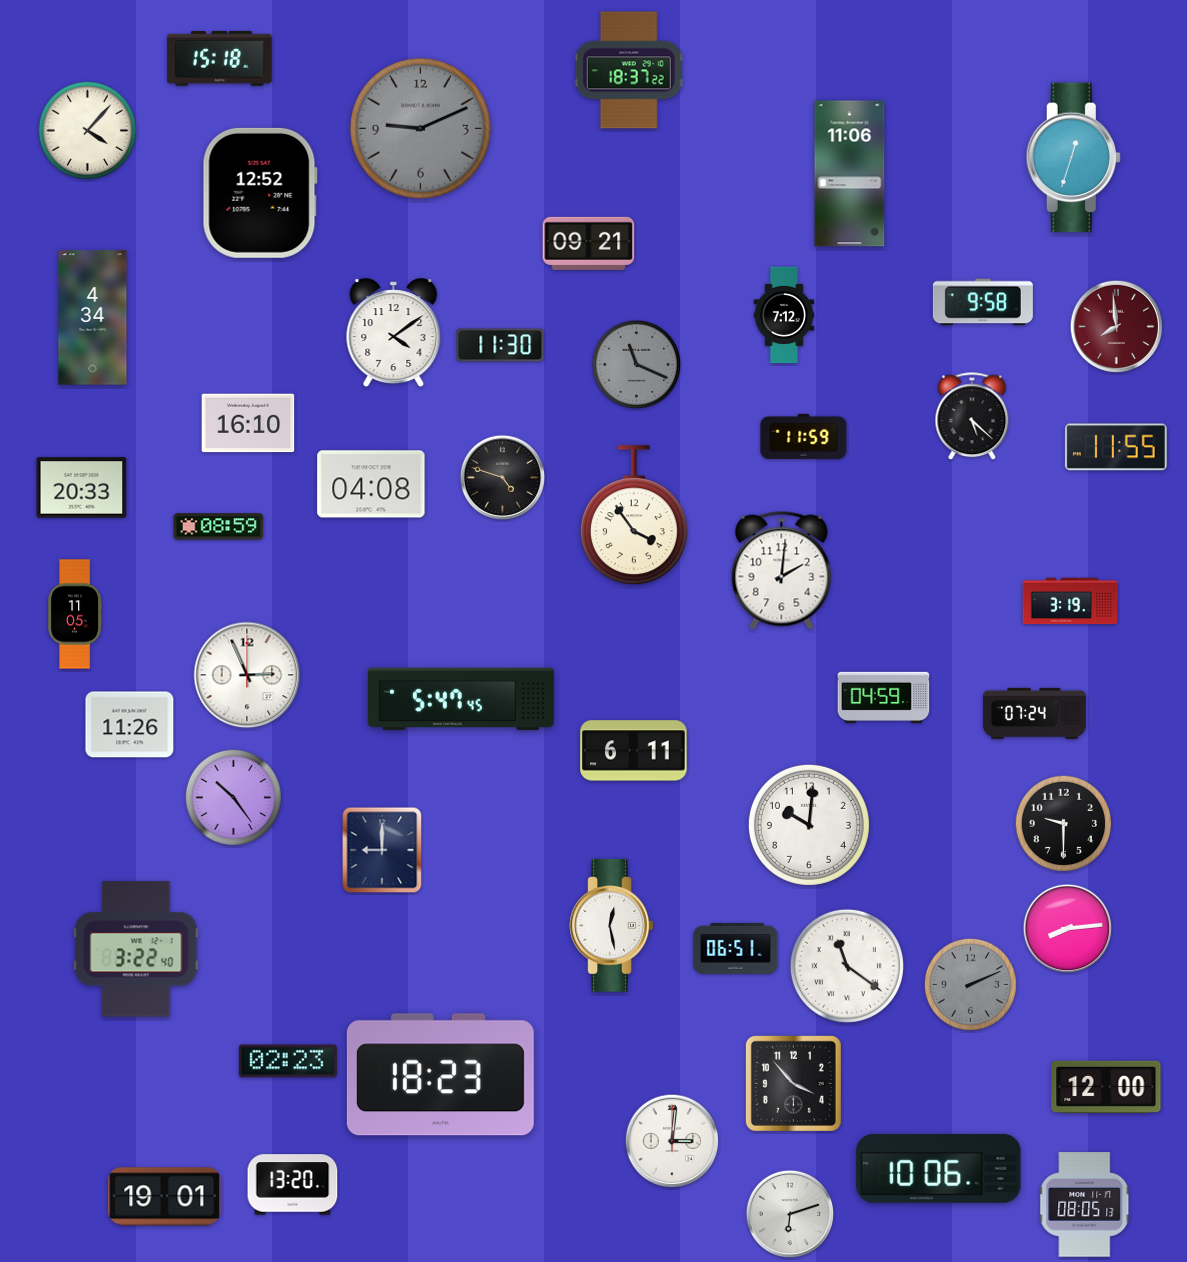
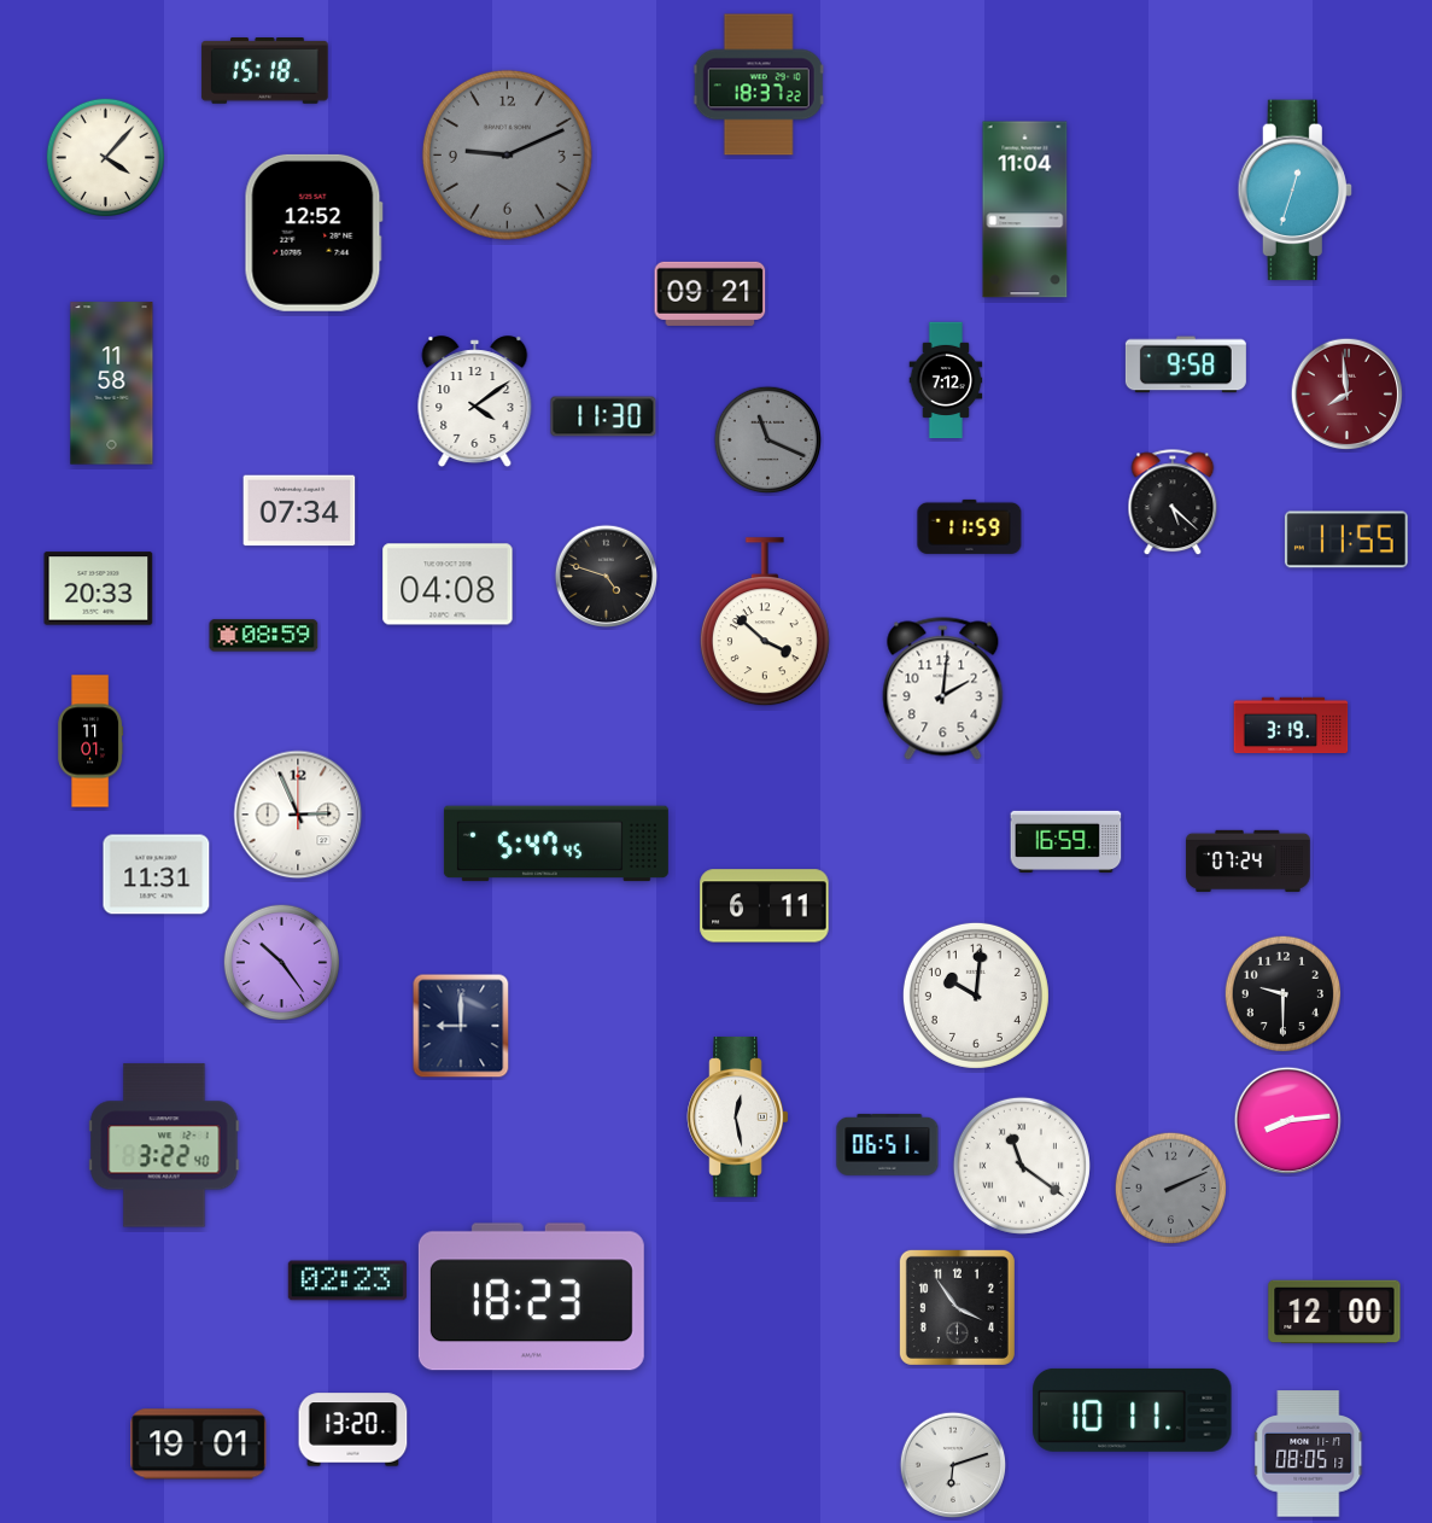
clock at (850, 174): 11:06 -> 11:04
clock at (93, 318): 4:34 -> 11:58
clock at (248, 423): 16:10 -> 07:34
clock at (634, 516): 3:54 -> 3:52
clock at (75, 614): 11:05 -> 11:01
clock at (884, 697): 04:59 -> 16:59
clock at (130, 725): 11:26 -> 11:31
clock at (793, 1083): 3:53 -> 3:54
clock at (672, 1141): 3:01 -> none
clock at (939, 1168): 10:06 -> 10:11
